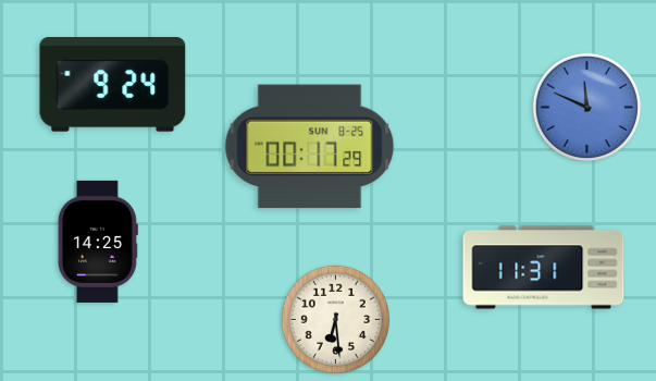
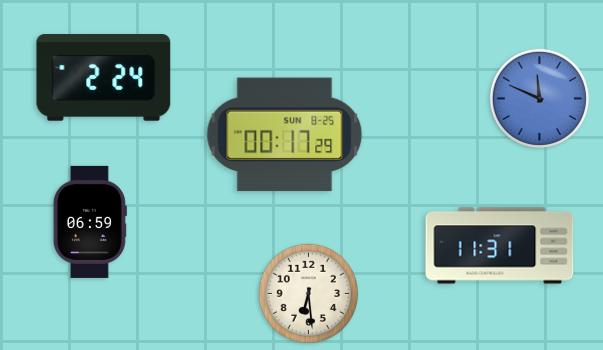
clock at (113, 85): 9:24 -> 2:24
clock at (98, 242): 14:25 -> 06:59
